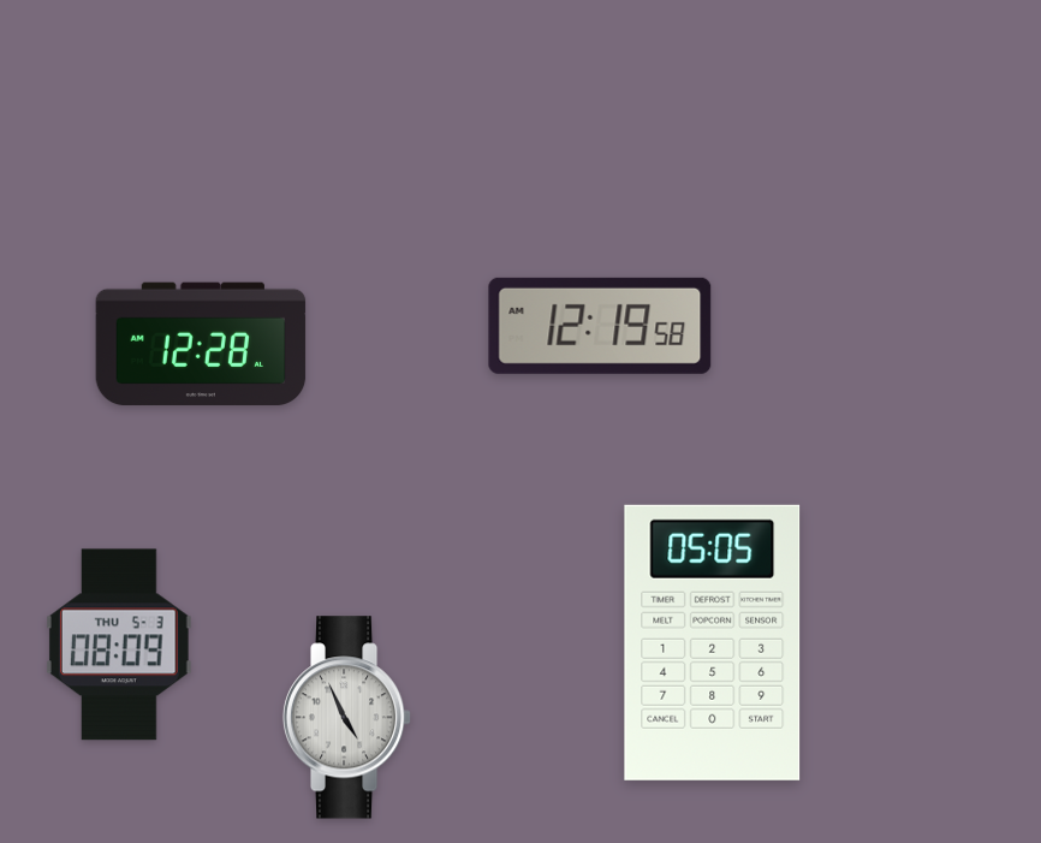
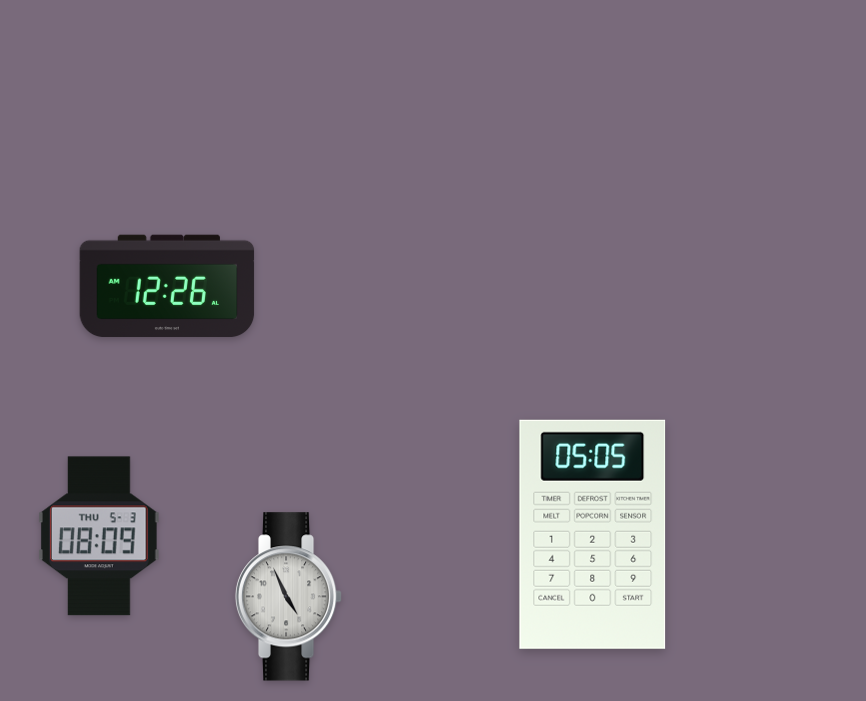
clock at (600, 326): 12:19 -> none
clock at (201, 344): 12:28 -> 12:26
